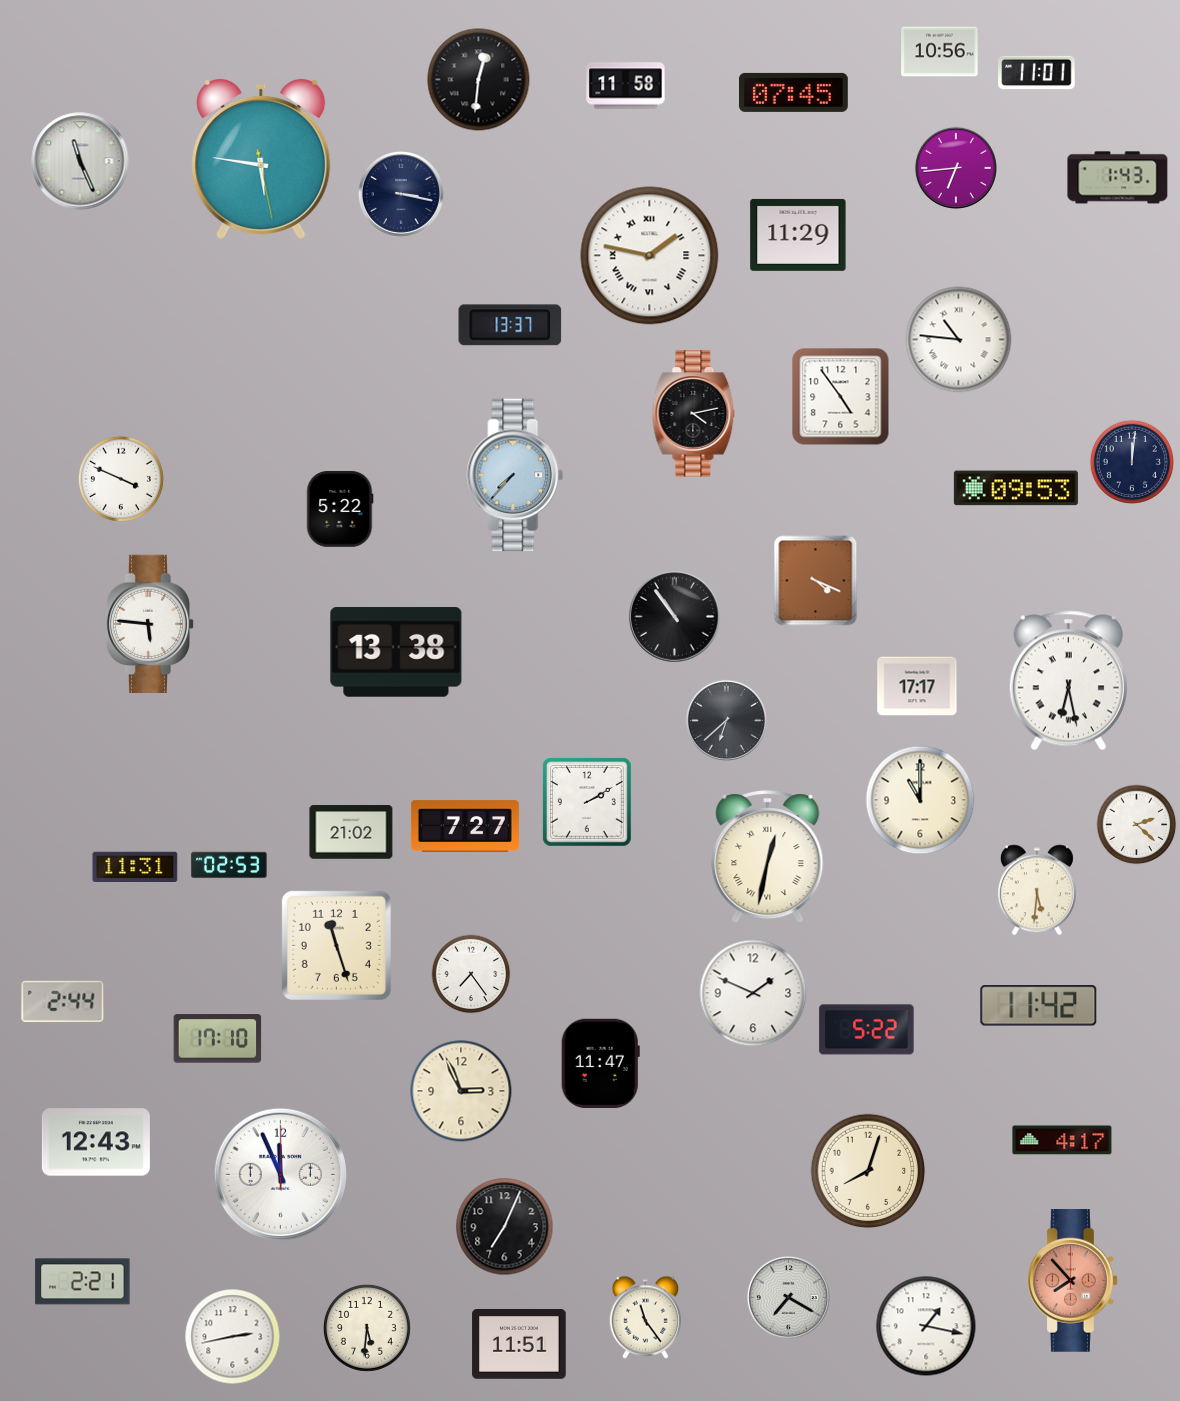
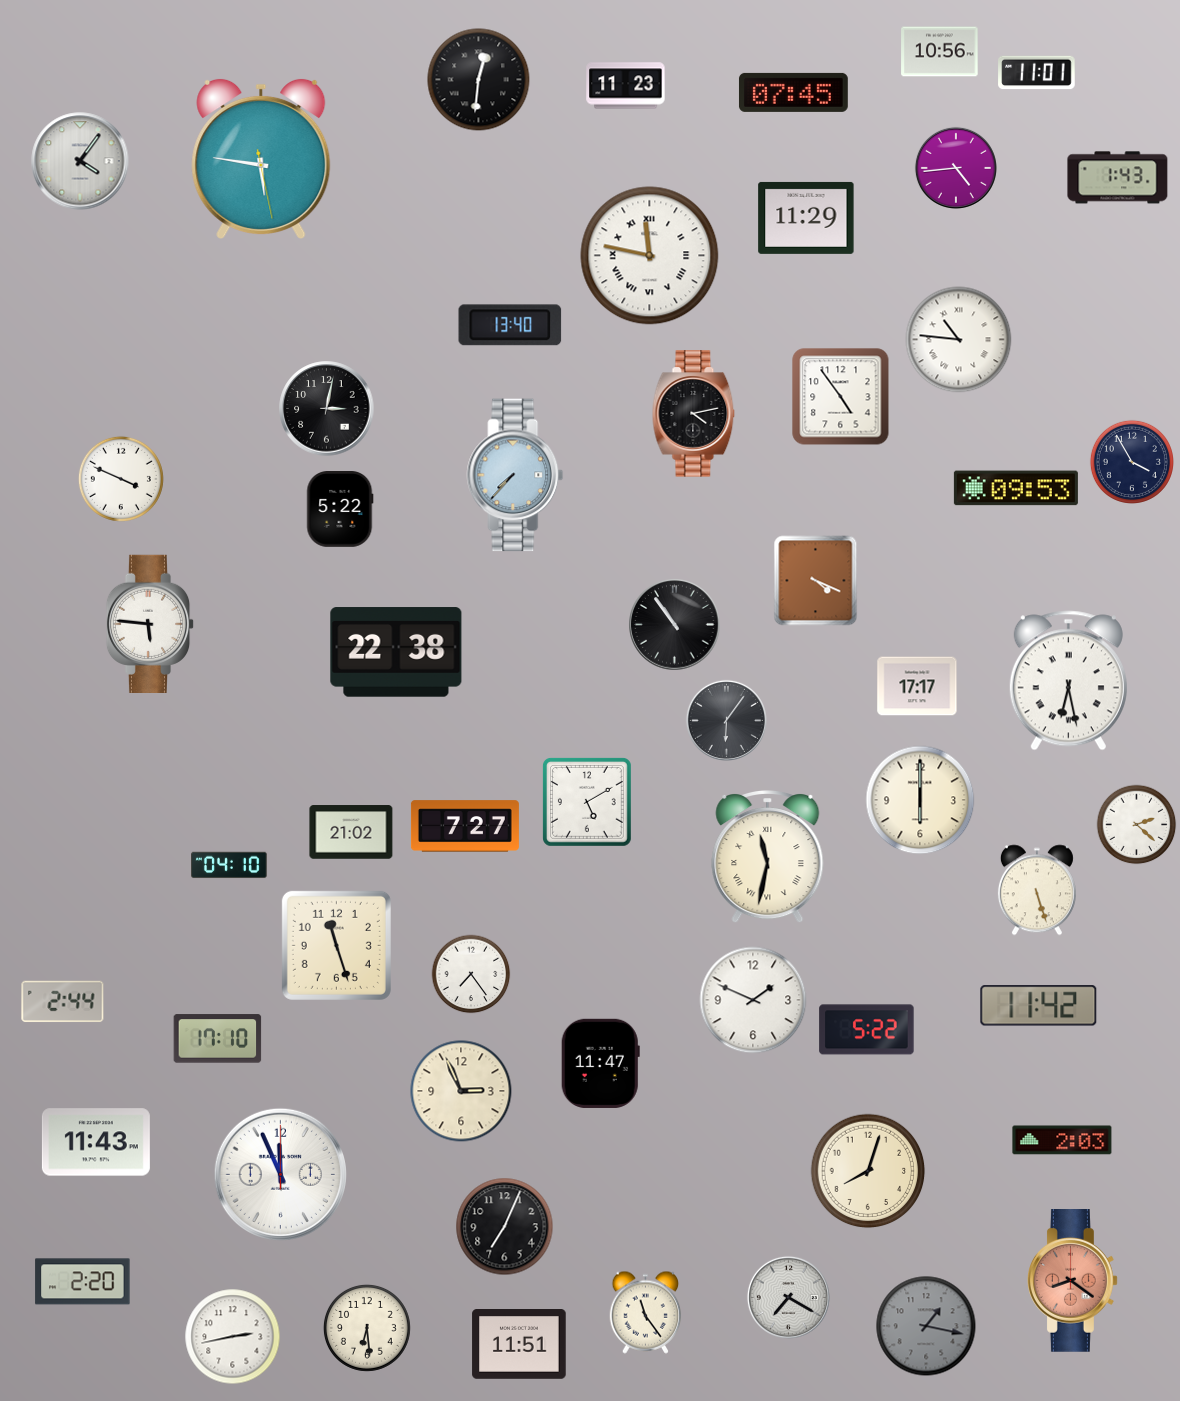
clock at (626, 86): 11:58 -> 11:23
clock at (80, 161): 11:26 -> 4:06
clock at (956, 168): 6:44 -> 4:44
clock at (401, 194): 3:17 -> none
clock at (798, 235) position: (798, 235) -> (806, 218)
clock at (650, 256): 1:47 -> 11:47
clock at (510, 325): 13:37 -> 13:40
clock at (327, 409): none -> 3:02
clock at (1132, 462): 12:01 -> 3:55
clock at (675, 617) position: (675, 617) -> (675, 625)
clock at (396, 652): 13:38 -> 22:38
clock at (726, 720): 6:38 -> 6:06
clock at (920, 800): 11:00 -> 6:00
clock at (588, 803): 2:10 -> 5:10
clock at (768, 858): 12:32 -> 11:32
clock at (230, 865): 02:53 -> 04:10
clock at (135, 866): 11:31 -> none
clock at (1037, 890): 5:31 -> 5:27
clock at (753, 993) position: (753, 993) -> (753, 1000)
clock at (1062, 1140): 4:17 -> 2:03
clock at (96, 1142): 12:43 -> 11:43
clock at (1073, 1281): 7:53 -> 8:21
clock at (83, 1282): 2:21 -> 2:20
clock at (646, 1317) position: (646, 1317) -> (646, 1312)
clock at (926, 1326) dial: white -> grey
clock at (367, 1328): 5:31 -> 6:29
